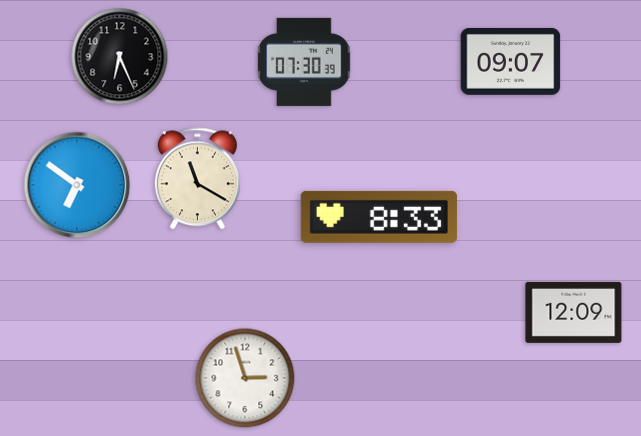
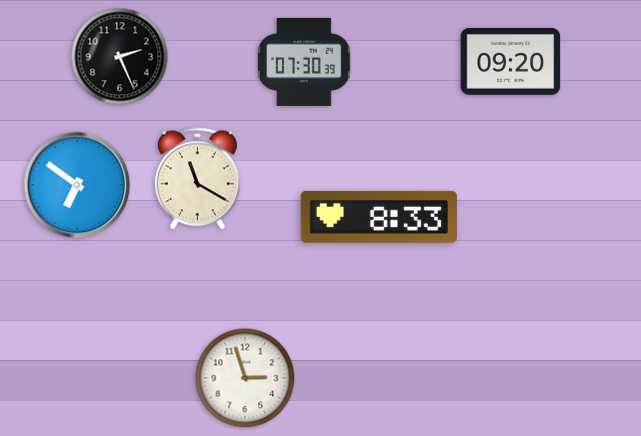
clock at (120, 57): 6:26 -> 2:26
clock at (511, 61): 09:07 -> 09:20
clock at (574, 312): 12:09 -> none
